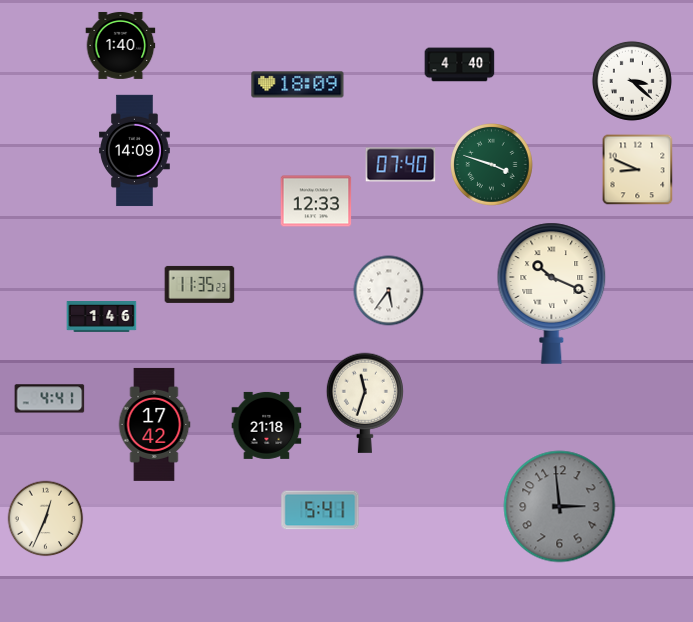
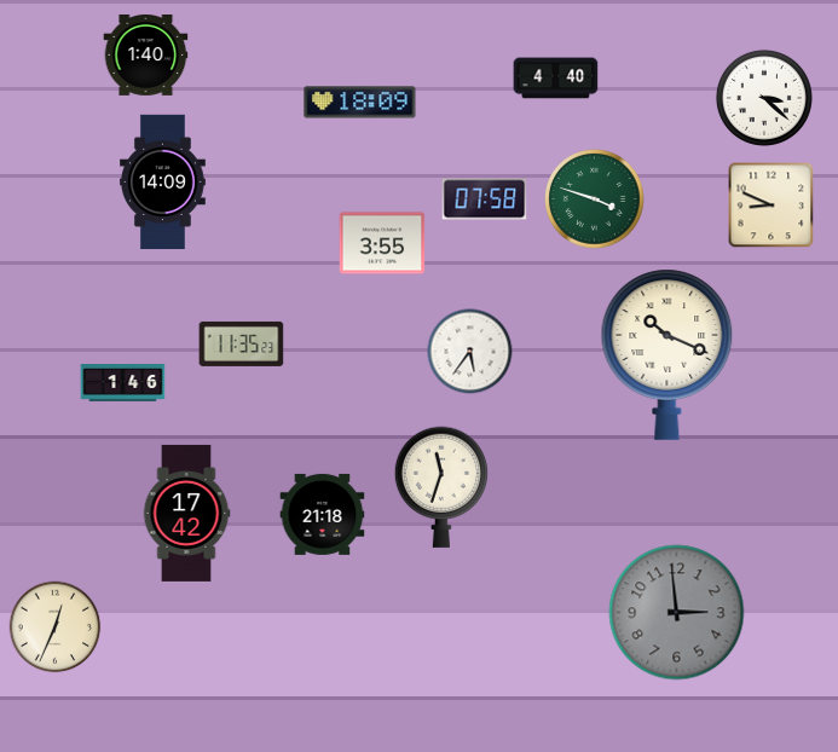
clock at (401, 165): 07:40 -> 07:58
clock at (316, 201): 12:33 -> 3:55
clock at (50, 399): 4:41 -> none
clock at (320, 510): 5:41 -> none
